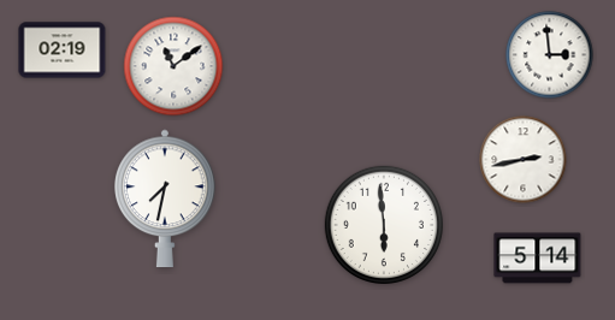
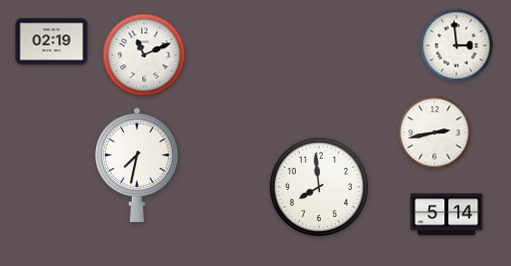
clock at (173, 66): 11:09 -> 11:11
clock at (383, 224): 5:59 -> 7:59
